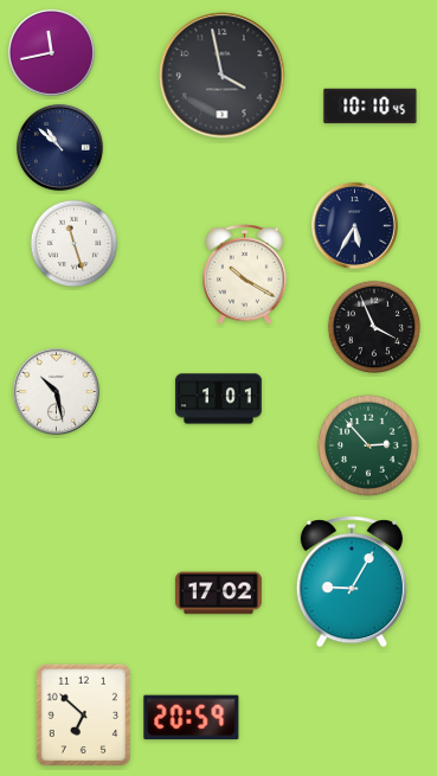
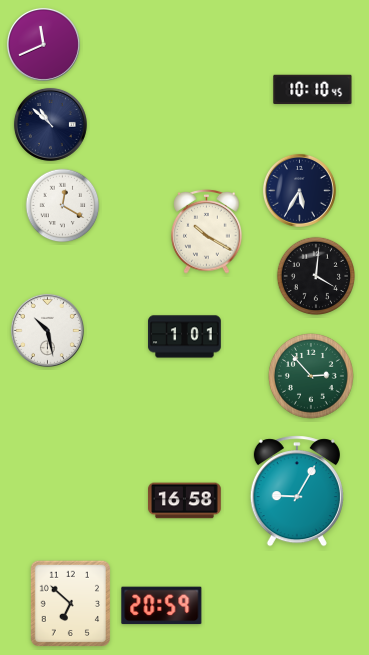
clock at (51, 52): 11:43 -> 11:41
clock at (223, 76): 3:58 -> none
clock at (75, 244): 11:27 -> 12:20
clock at (373, 326): 3:56 -> 4:01
clock at (219, 594): 17:02 -> 16:58
